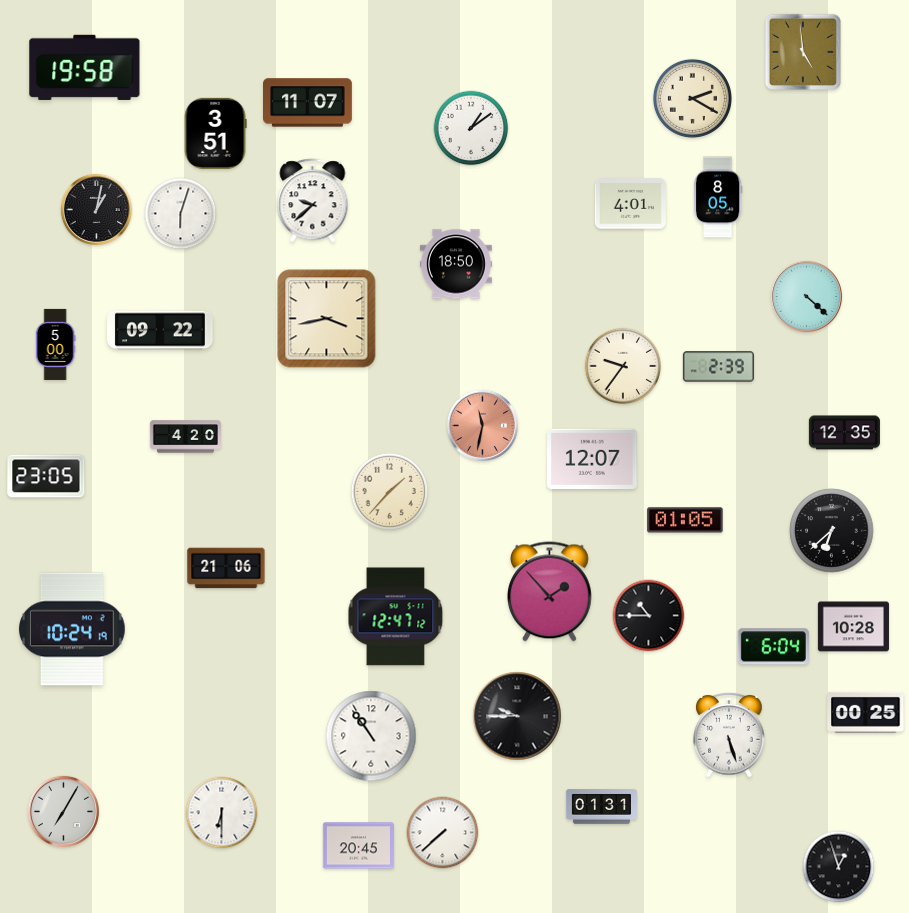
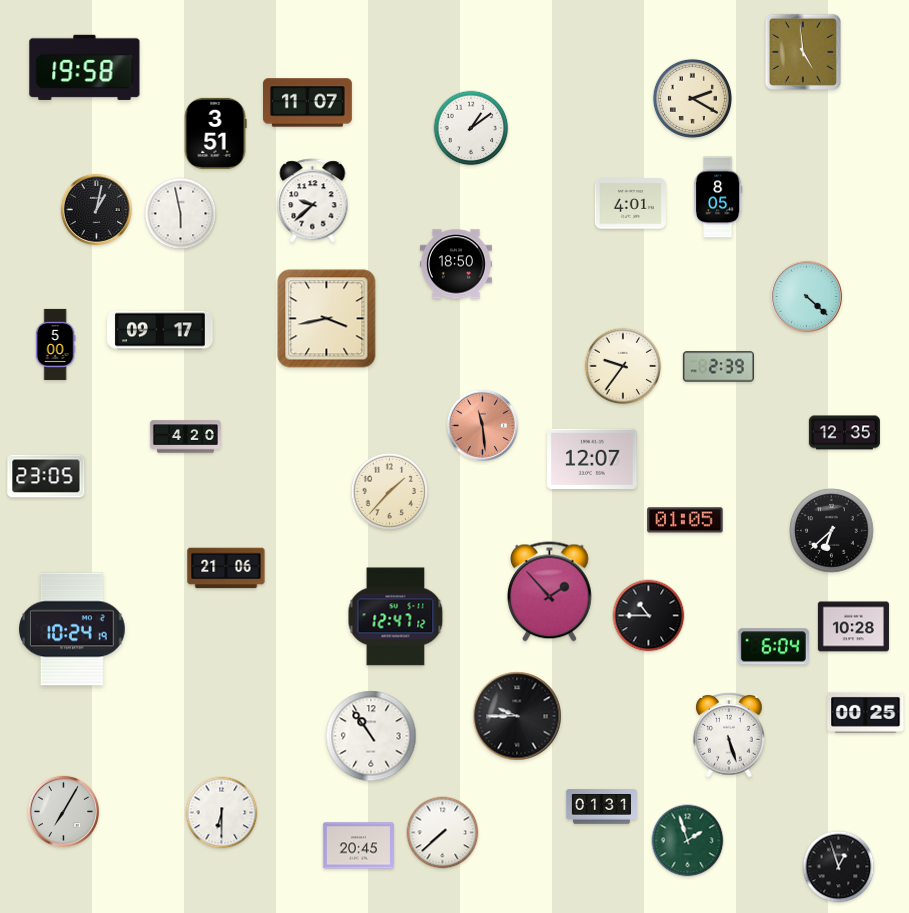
clock at (181, 214): 6:03 -> 5:58
clock at (160, 330): 09:22 -> 09:17
clock at (482, 425): 11:32 -> 11:29
clock at (688, 841): none -> 1:57
